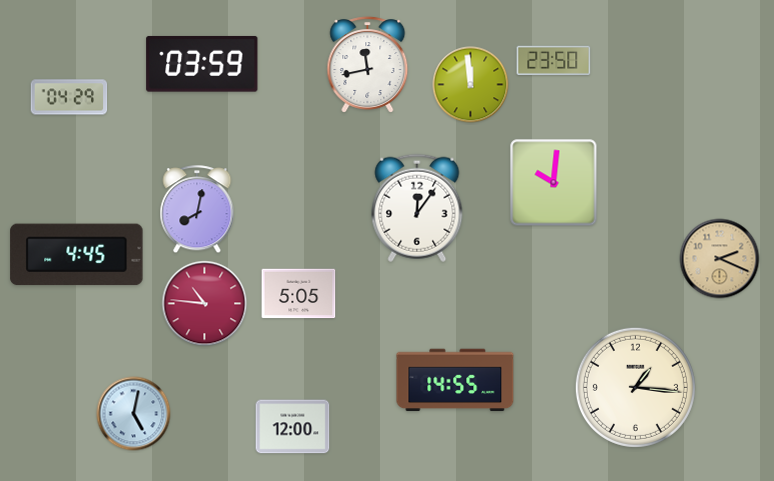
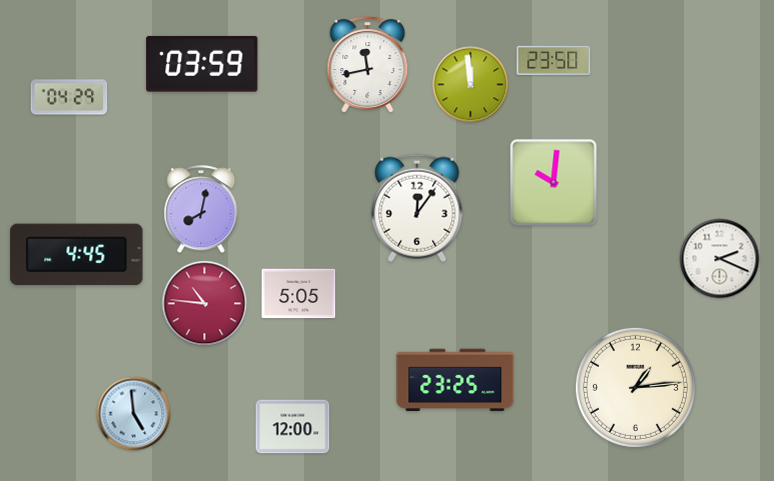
clock at (197, 210) position: (197, 210) -> (201, 210)
clock at (720, 259) dial: champagne -> white
clock at (455, 380): 14:55 -> 23:25
clock at (635, 387): 1:16 -> 1:14
clock at (134, 414): 5:02 -> 4:59
